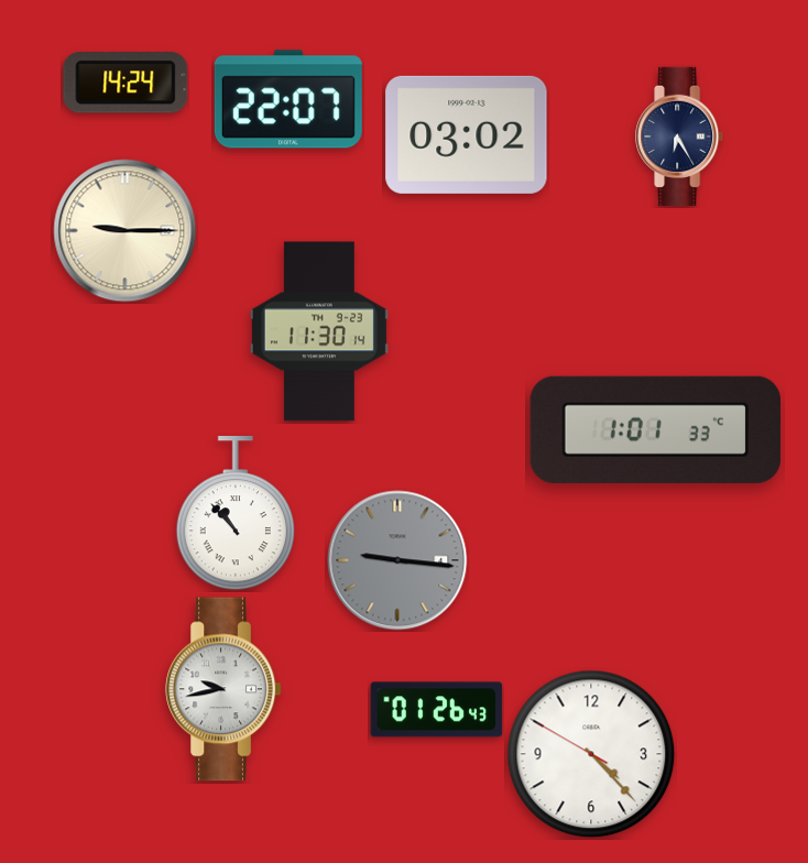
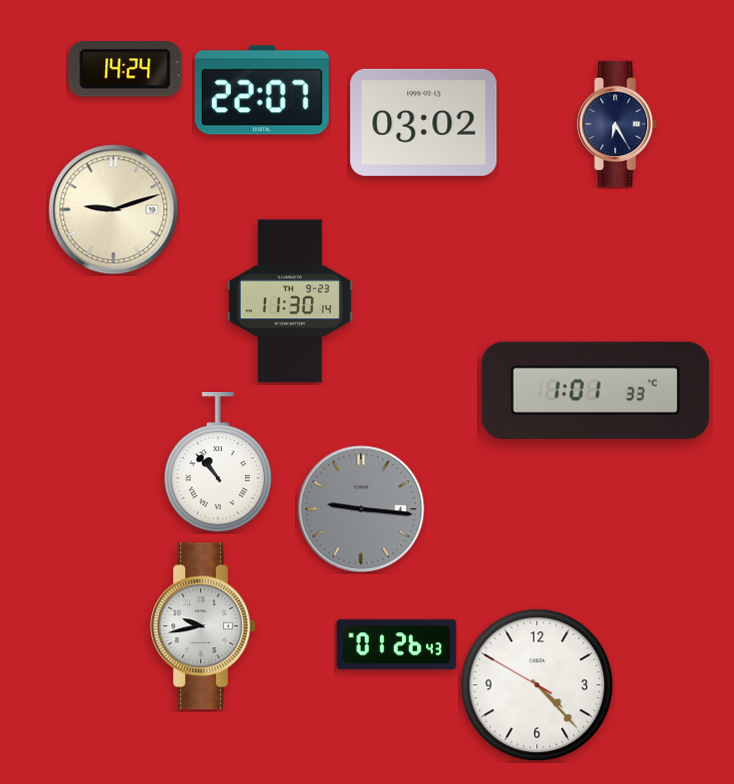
clock at (125, 83) position: (125, 83) -> (125, 69)
clock at (125, 231): 9:15 -> 9:12
clock at (234, 514) position: (234, 514) -> (217, 463)
